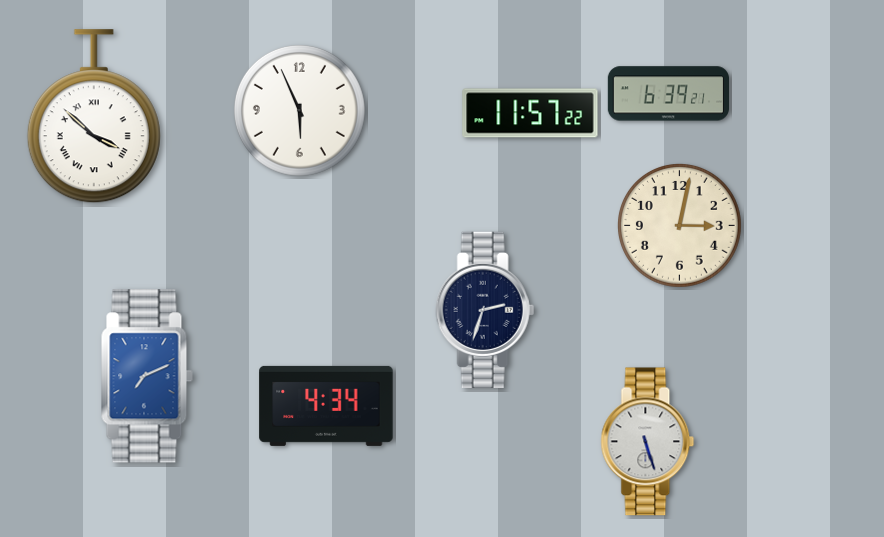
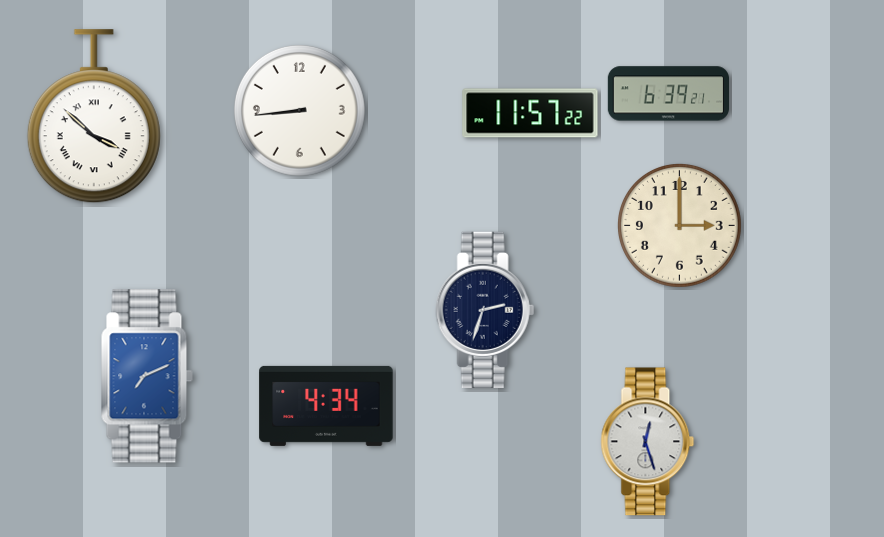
clock at (299, 110): 5:56 -> 8:44
clock at (680, 226): 3:02 -> 3:00
clock at (648, 442): 5:27 -> 12:27
